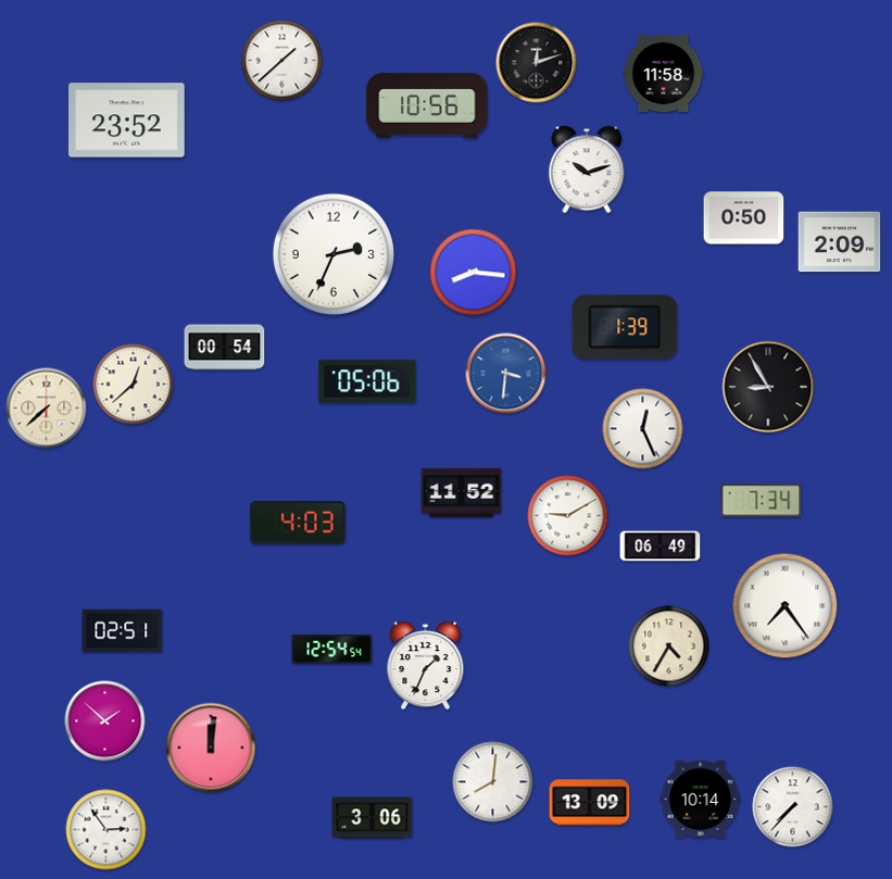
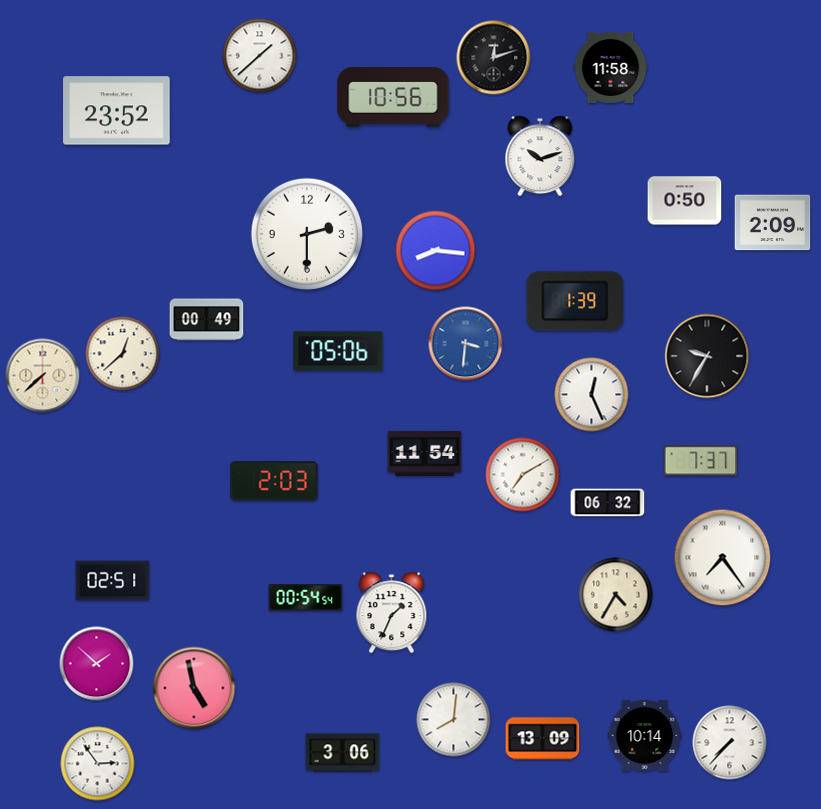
clock at (332, 253): 2:34 -> 2:30
clock at (225, 348): 00:54 -> 00:49
clock at (768, 387): 8:55 -> 9:35
clock at (462, 492): 11:52 -> 11:54
clock at (762, 501): 7:34 -> 7:37
clock at (568, 516): 9:10 -> 7:10
clock at (298, 523): 4:03 -> 2:03
clock at (661, 547): 06:49 -> 06:32
clock at (332, 650): 12:54 -> 00:54
clock at (211, 748): 12:01 -> 4:58
